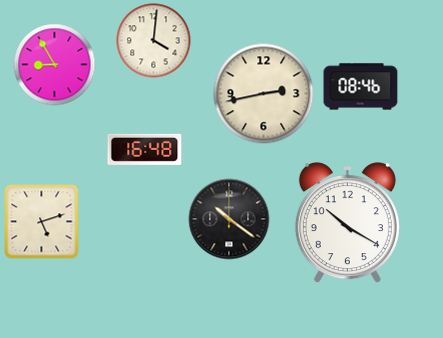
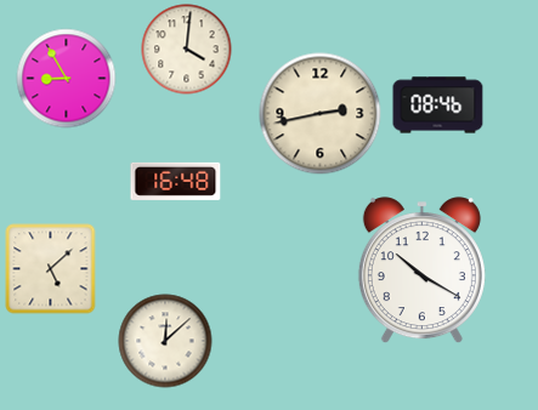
clock at (229, 219): 10:21 -> none
clock at (42, 222): 5:12 -> 5:08
clock at (165, 341): none -> 12:08
